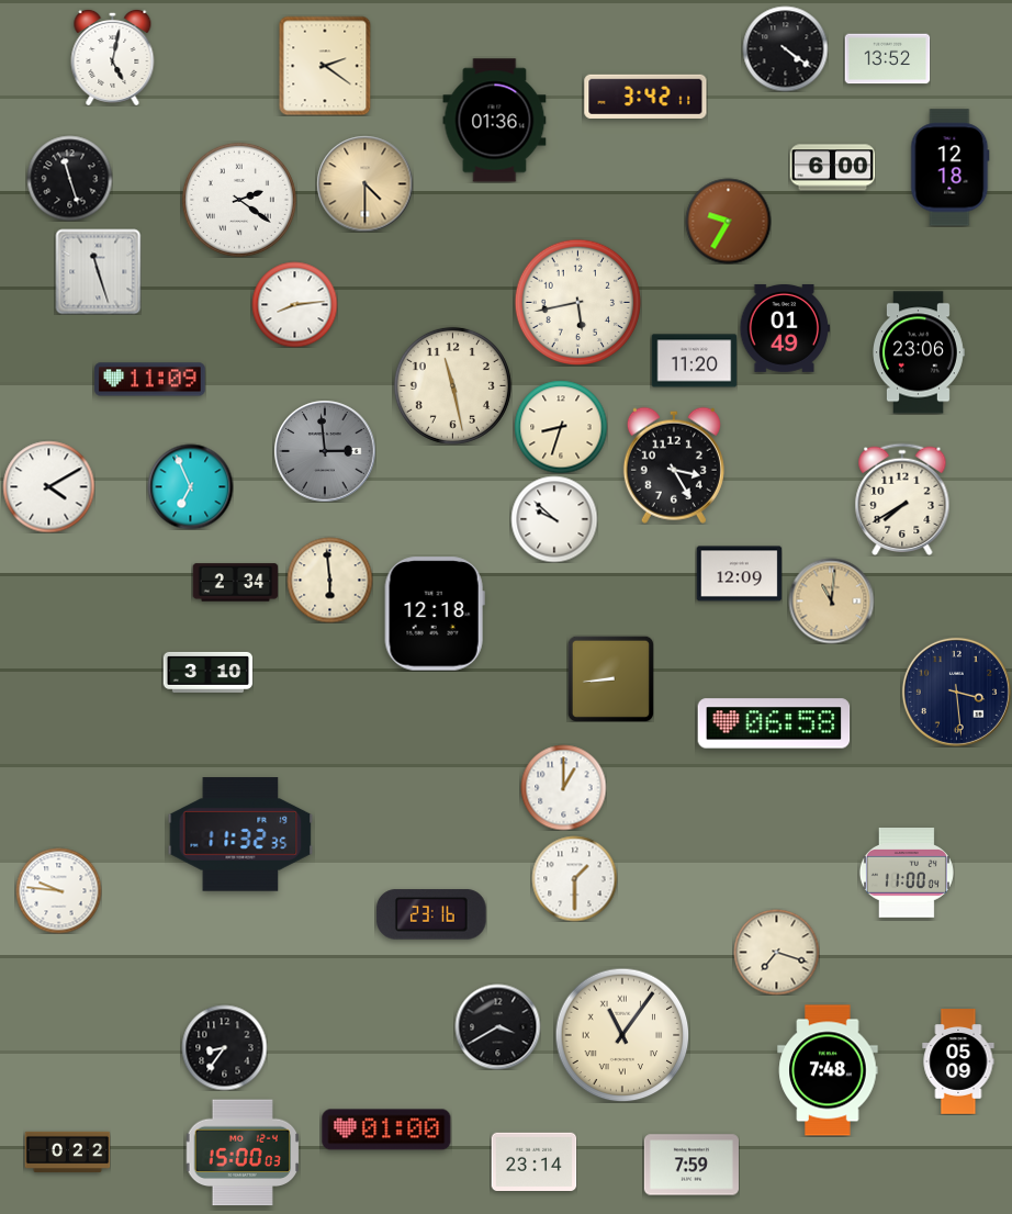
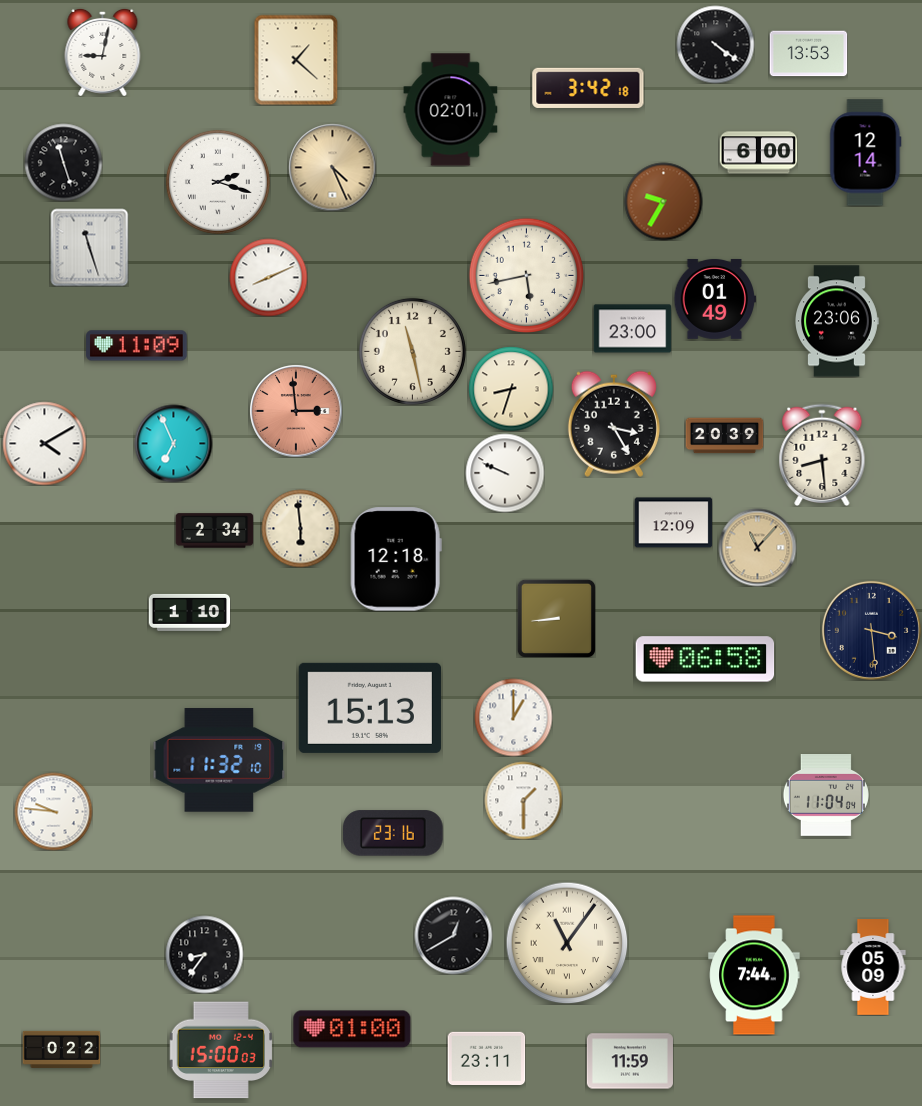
clock at (113, 57): 5:02 -> 9:02
clock at (887, 59): 13:52 -> 13:53
clock at (325, 66): 2:21 -> 1:22
clock at (645, 97): 3:42:11 -> 3:42:18
clock at (495, 121): 01:36 -> 02:01
clock at (951, 168): 12:18 -> 12:14
clock at (364, 183): 4:30 -> 4:26
clock at (239, 200): 2:21 -> 2:18
clock at (294, 304): 8:14 -> 8:11
clock at (694, 361): 11:20 -> 23:00
clock at (325, 451) dial: grey -> salmon
clock at (724, 436): none -> 20:39
clock at (902, 498): 7:40 -> 8:29
clock at (554, 519): 9:52 -> 9:49
clock at (831, 600): 11:01 -> 11:07
clock at (207, 672): 3:10 -> 1:10
clock at (370, 708): none -> 15:13
clock at (240, 834): 11:32:35 -> 11:32:10
clock at (907, 874): 11:00 -> 11:04
clock at (776, 952): 7:18 -> none
clock at (497, 1026): 3:40 -> 12:40
clock at (828, 1070): 7:48 -> 7:44
clock at (533, 1161): 23:14 -> 23:11
clock at (691, 1165): 7:59 -> 11:59
